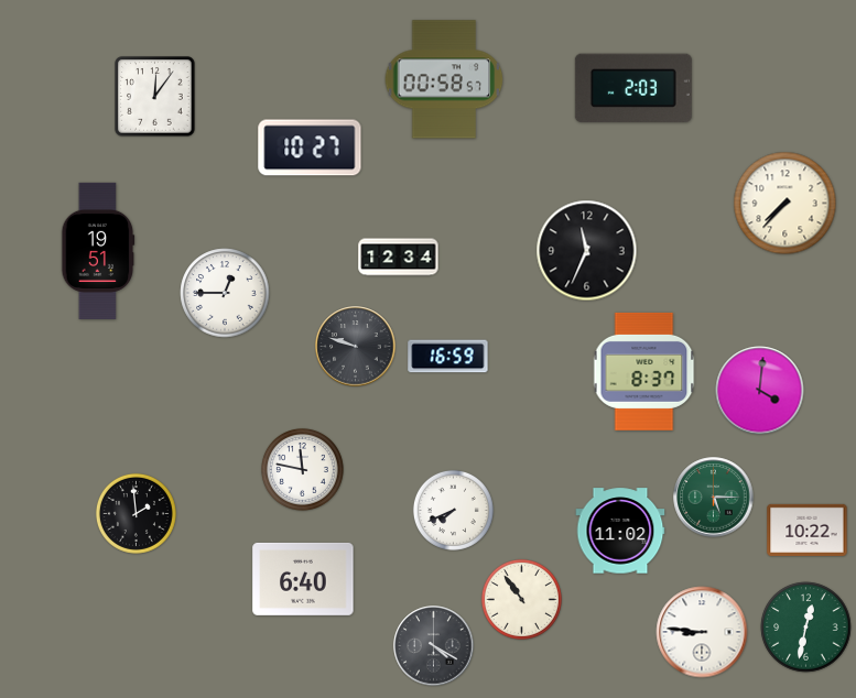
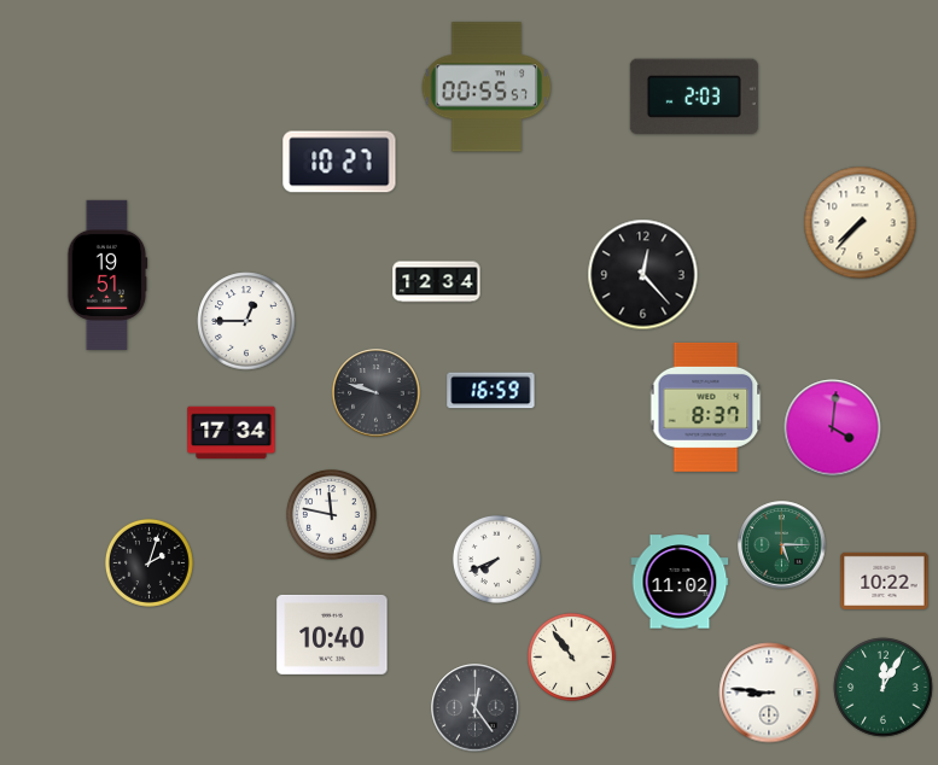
clock at (444, 79): 00:58 -> 00:55
clock at (155, 97): 12:06 -> none
clock at (587, 251): 11:34 -> 12:23
clock at (356, 347) position: (356, 347) -> (377, 393)
clock at (232, 433): none -> 17:34
clock at (136, 513): 1:59 -> 2:03
clock at (303, 579): 6:40 -> 10:40
clock at (806, 628): 12:32 -> 12:05
clock at (434, 646): 4:20 -> 12:24
